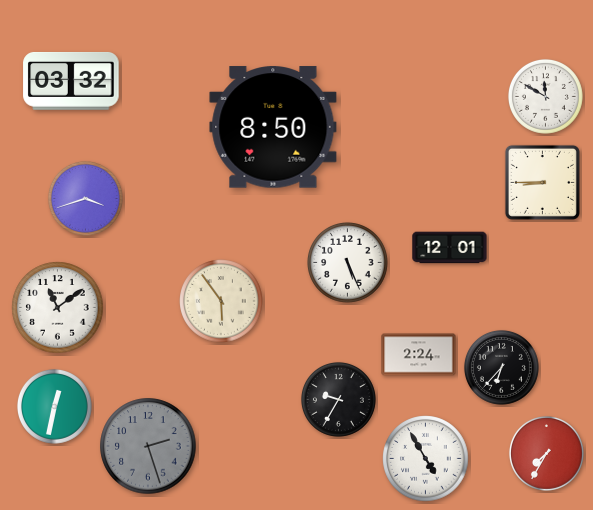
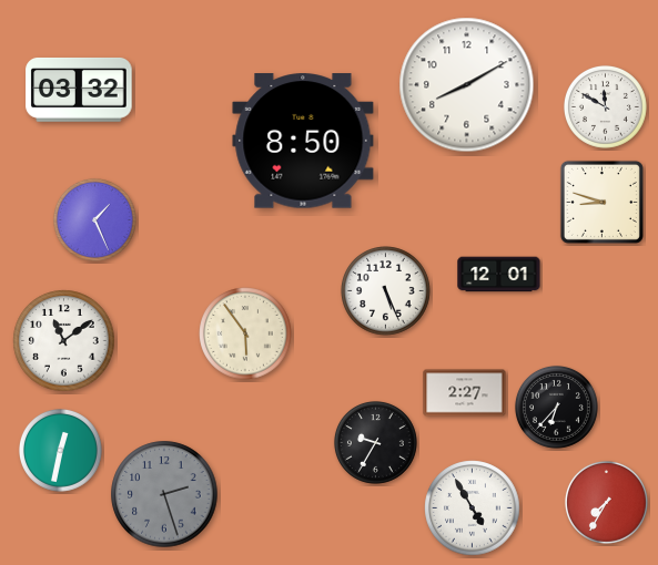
clock at (467, 85): none -> 8:10
clock at (542, 182): 8:45 -> 8:48
clock at (85, 198): 3:42 -> 1:26
clock at (419, 355): 2:24 -> 2:27
